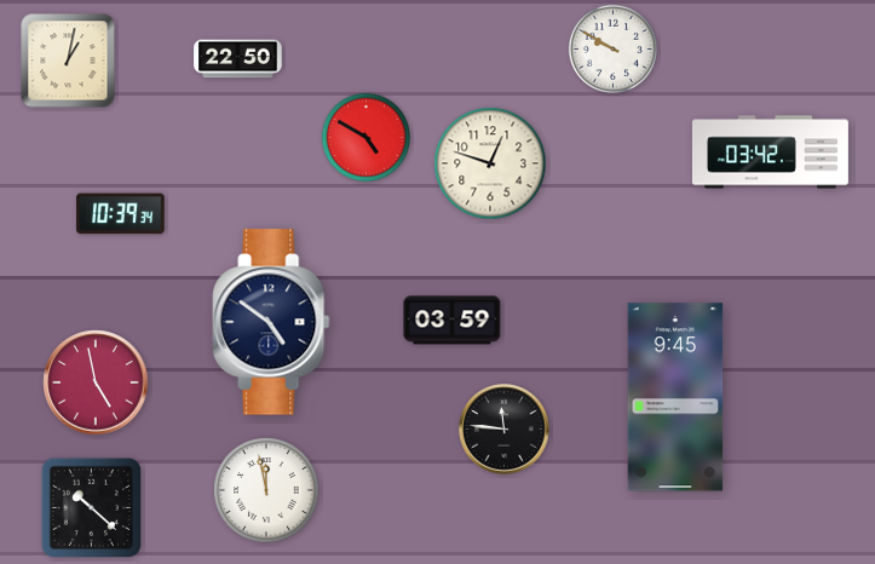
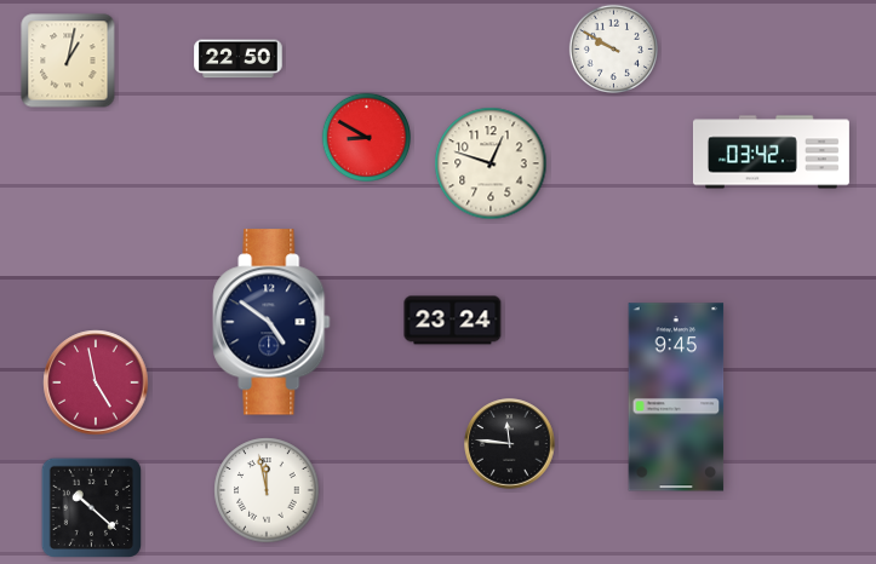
clock at (365, 137): 4:50 -> 8:50
clock at (121, 214): 10:39 -> none
clock at (453, 321): 03:59 -> 23:24
clock at (505, 430) position: (505, 430) -> (510, 444)
